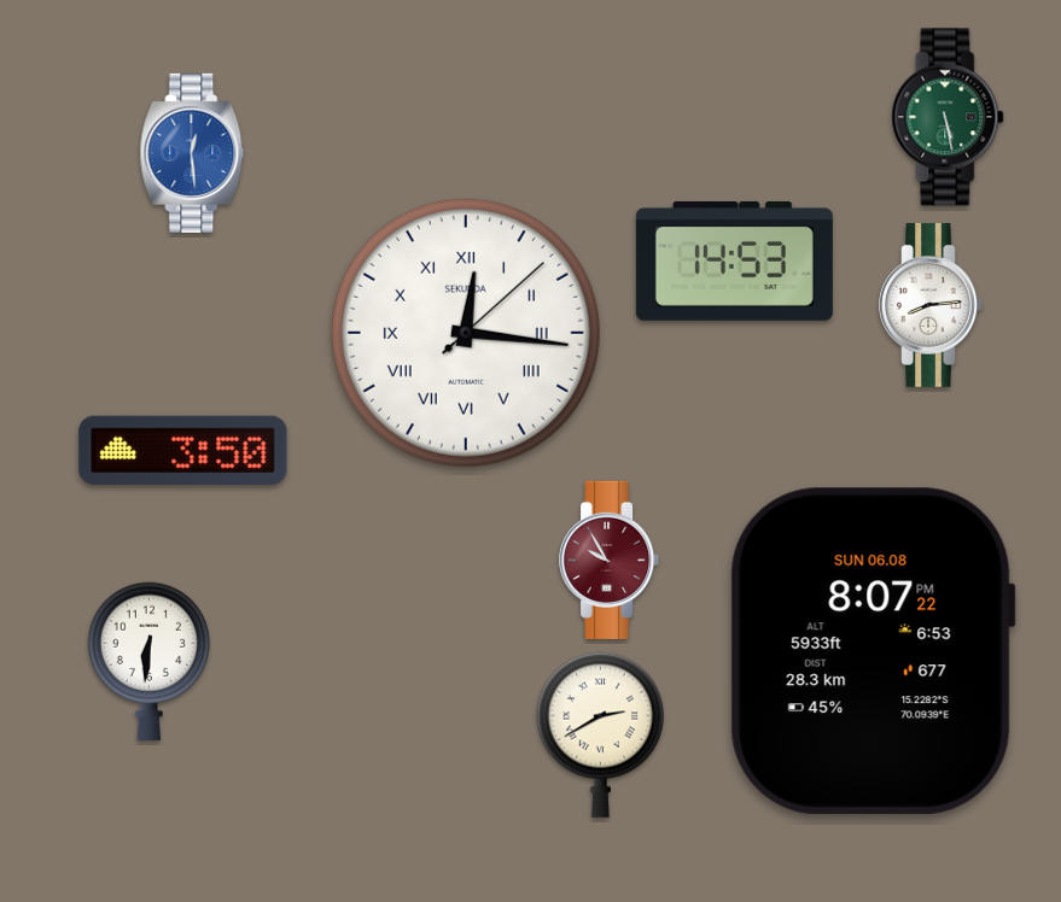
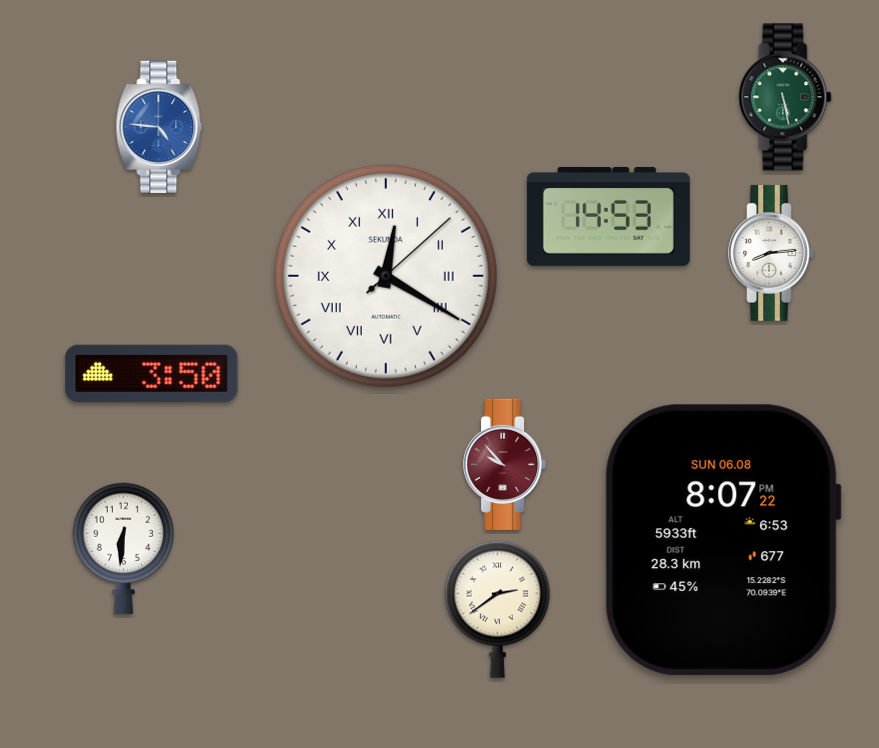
clock at (192, 153): 12:29 -> 4:46
clock at (466, 333): 12:16 -> 12:20
clock at (610, 560): 9:55 -> 9:53
clock at (600, 734): 2:40 -> 2:39
